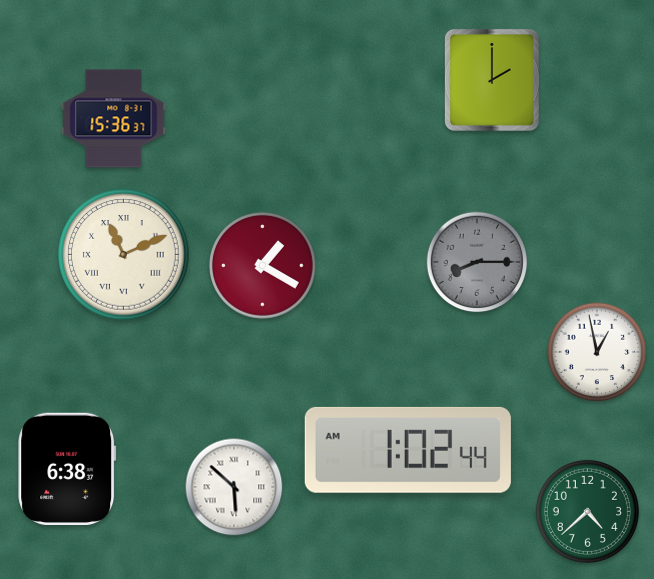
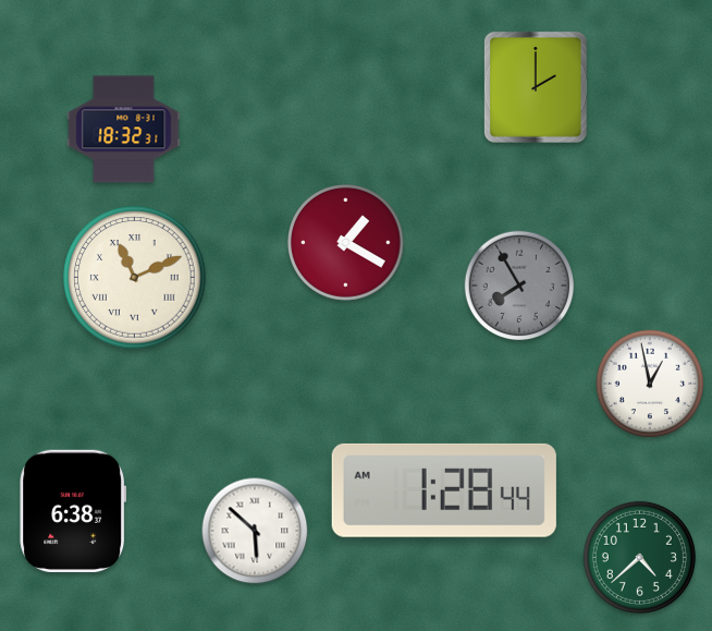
clock at (114, 119): 15:36 -> 18:32
clock at (477, 262): 8:15 -> 7:55
clock at (263, 266) position: (263, 266) -> (346, 243)
clock at (408, 450): 1:02 -> 1:28
